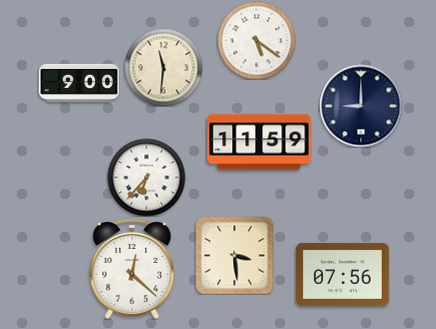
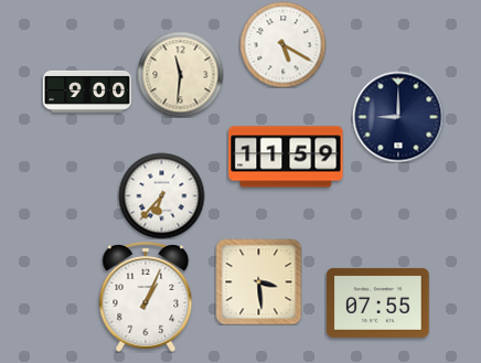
clock at (256, 40): 5:21 -> 5:20
clock at (132, 270): 12:22 -> 1:04
clock at (343, 274): 07:56 -> 07:55
